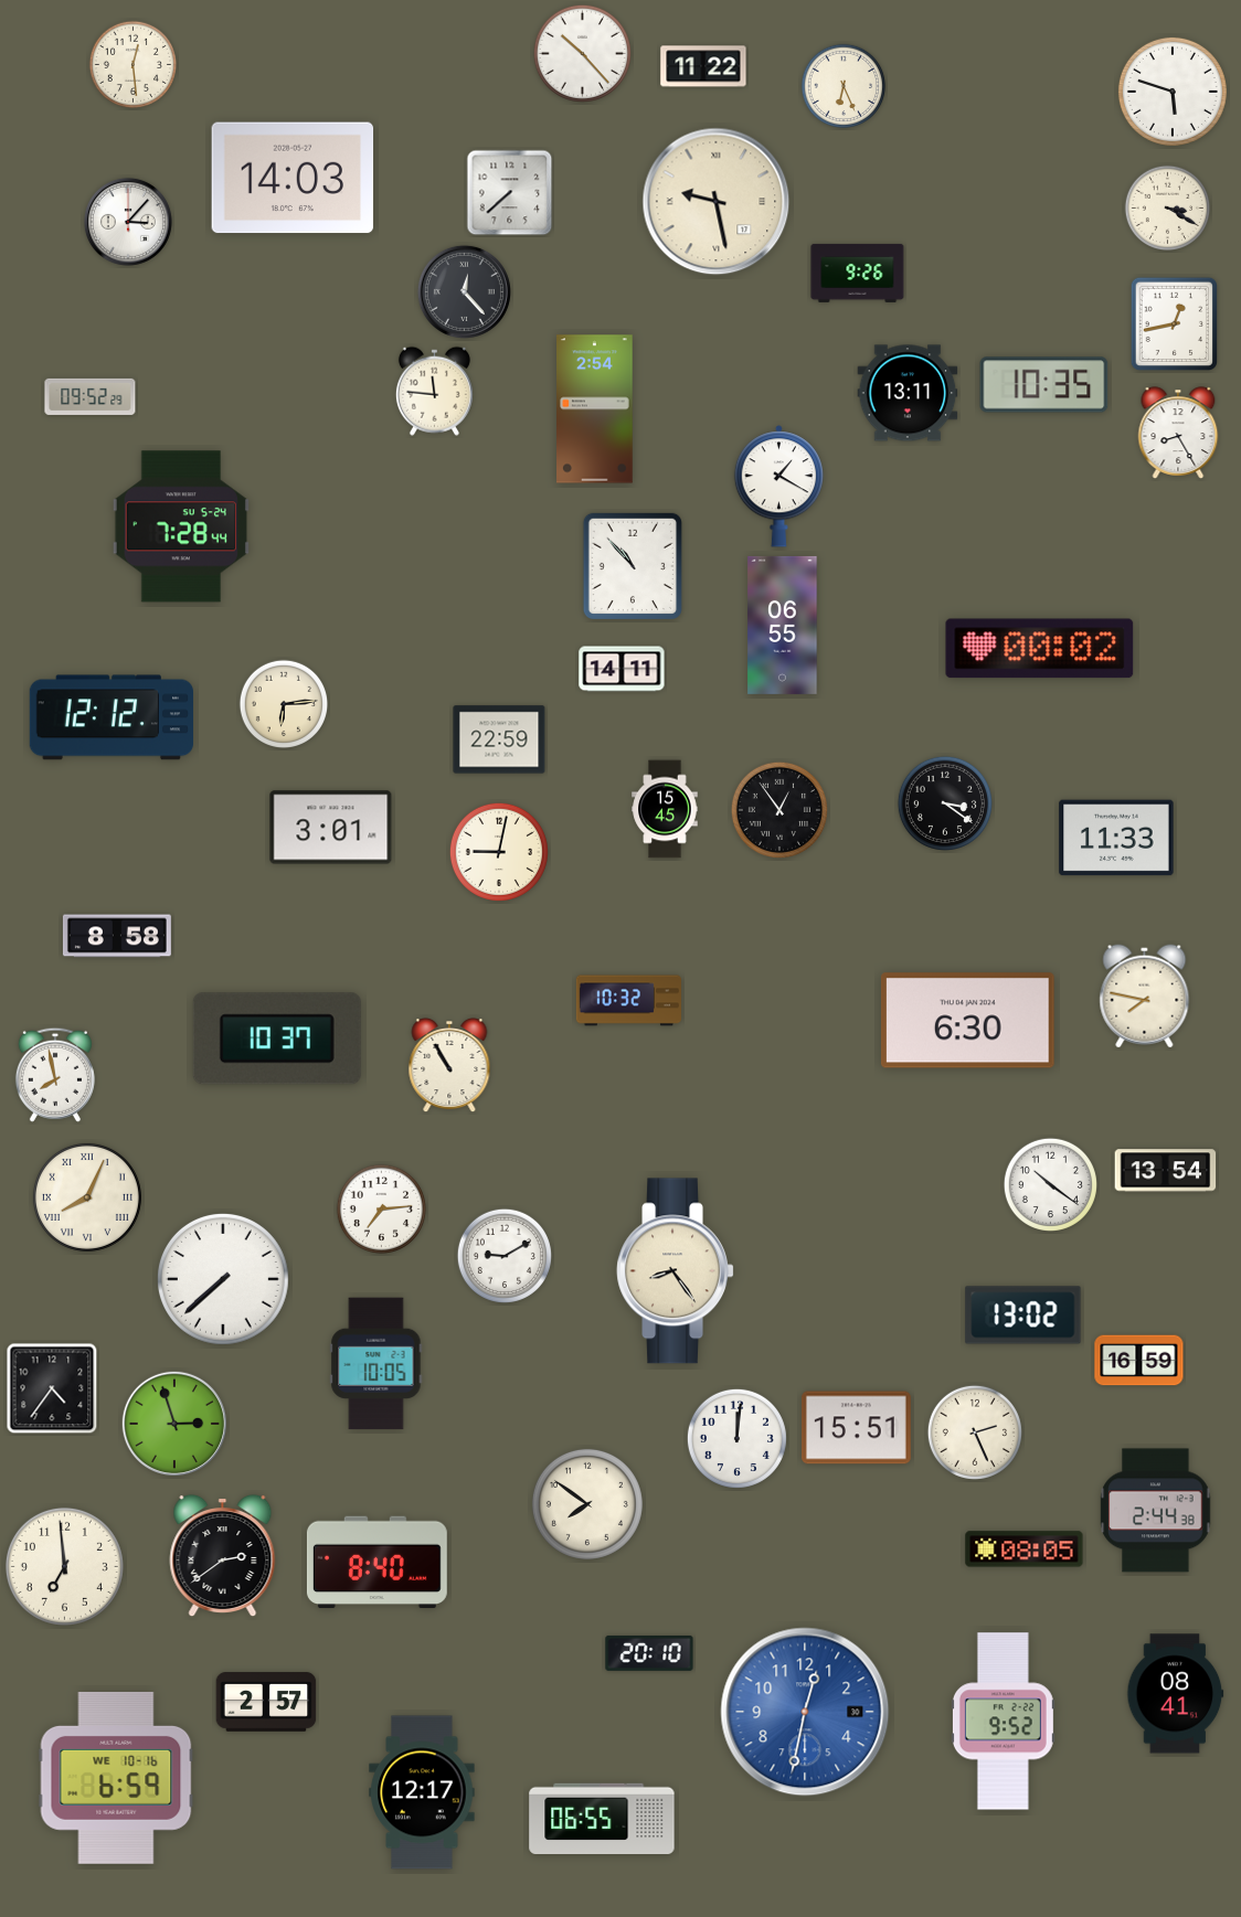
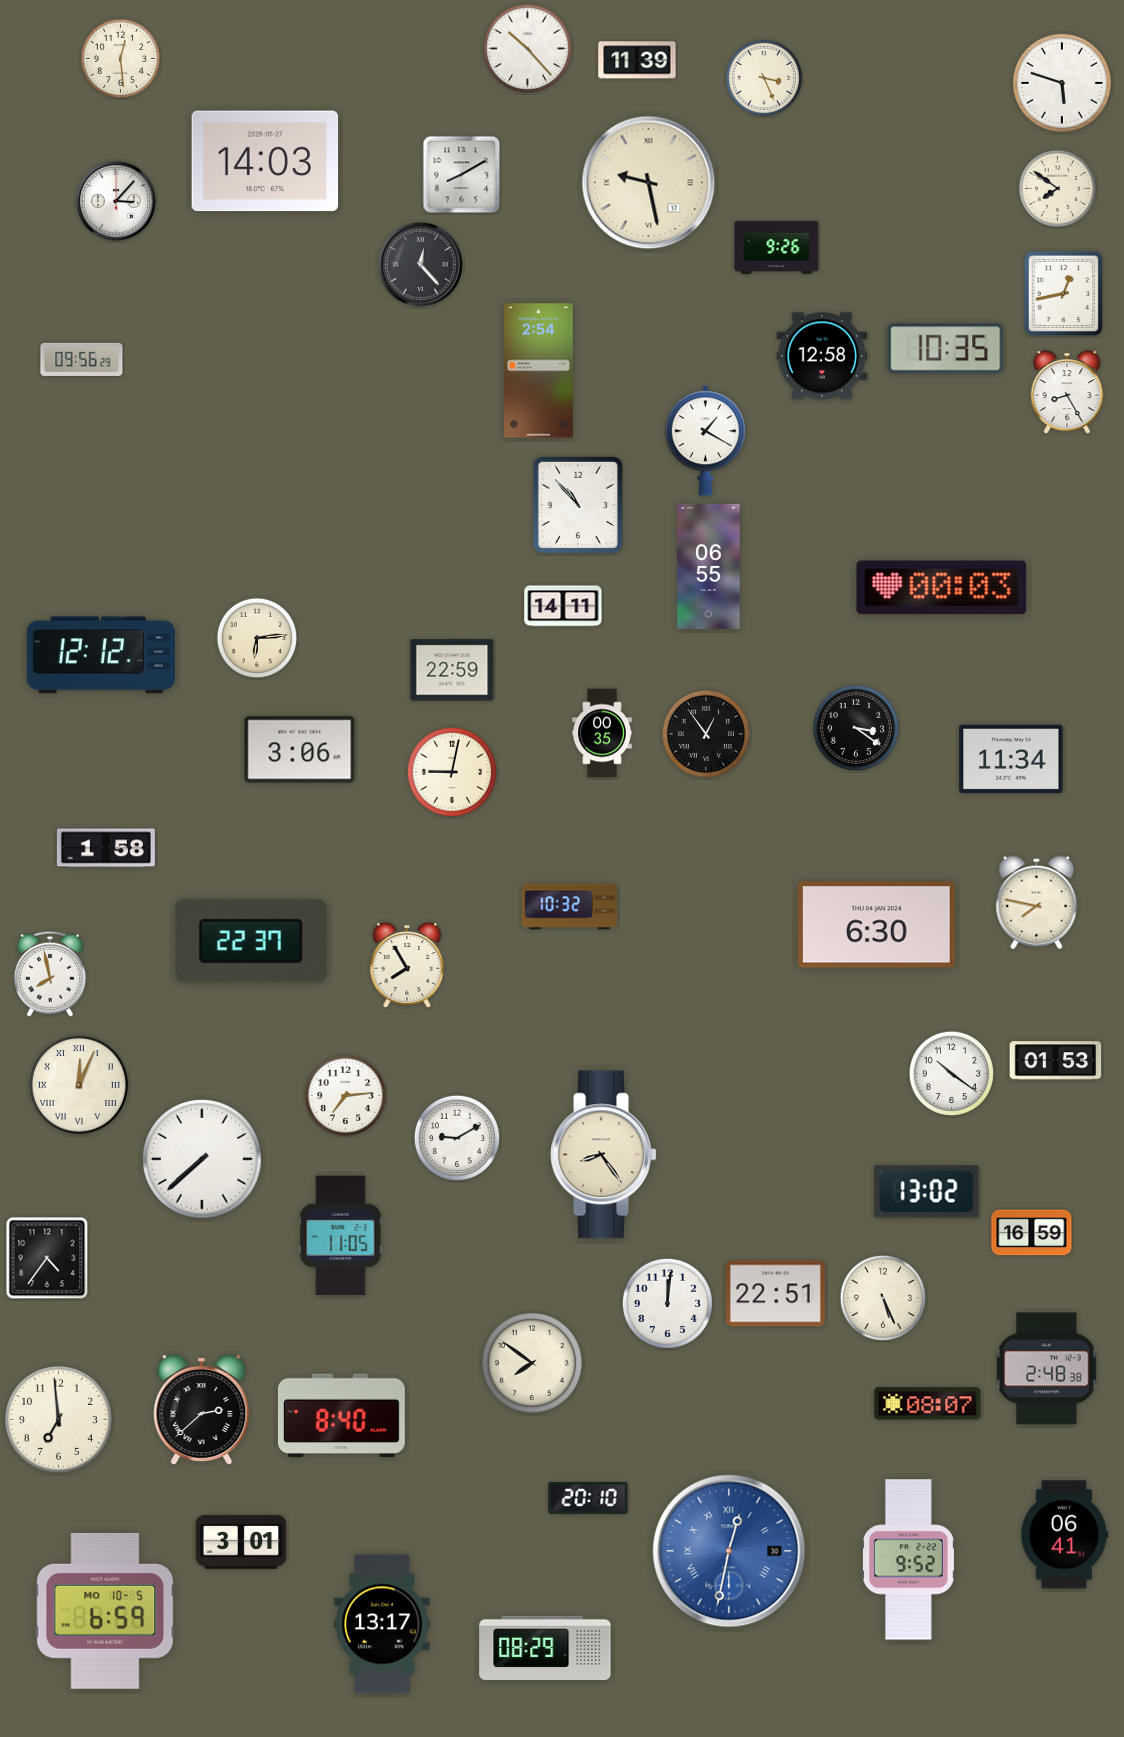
clock at (703, 66): 11:22 -> 11:39
clock at (844, 86): 6:26 -> 3:26
clock at (510, 193): 7:38 -> 8:10
clock at (1168, 209): 3:20 -> 7:51
clock at (434, 391): 11:46 -> none
clock at (908, 393): 13:11 -> 12:58
clock at (91, 396): 09:52 -> 09:56
clock at (180, 526): 7:28 -> none
clock at (633, 566) position: (633, 566) -> (578, 505)
clock at (1040, 649): 00:02 -> 00:03
clock at (110, 717) position: (110, 717) -> (100, 655)
clock at (665, 809): 15:45 -> 00:35
clock at (331, 828): 3:01 -> 3:06
clock at (1116, 838): 11:33 -> 11:34
clock at (117, 936): 8:58 -> 1:58
clock at (277, 1039): 10:37 -> 22:37
clock at (449, 1066): 10:55 -> 7:55
clock at (1166, 1171): 13:54 -> 01:53
clock at (87, 1197): 8:04 -> 12:04
clock at (675, 1271) position: (675, 1271) -> (603, 1155)
clock at (376, 1364): 10:05 -> 11:05
clock at (174, 1424): 2:57 -> none
clock at (856, 1428): 15:51 -> 22:51
clock at (975, 1433): 2:26 -> 5:26
clock at (1156, 1511): 2:44 -> 2:48
clock at (1025, 1549): 08:05 -> 08:07
clock at (223, 1556): 2:39 -> 2:38
clock at (1176, 1694): 08:41 -> 06:41
clock at (266, 1702): 2:57 -> 3:01
clock at (805, 1712) numerals: Arabic -> Roman
clock at (116, 1778) date: WE 10-16 -> MO 10-5
clock at (422, 1792): 12:17 -> 13:17
clock at (602, 1818): 06:55 -> 08:29
